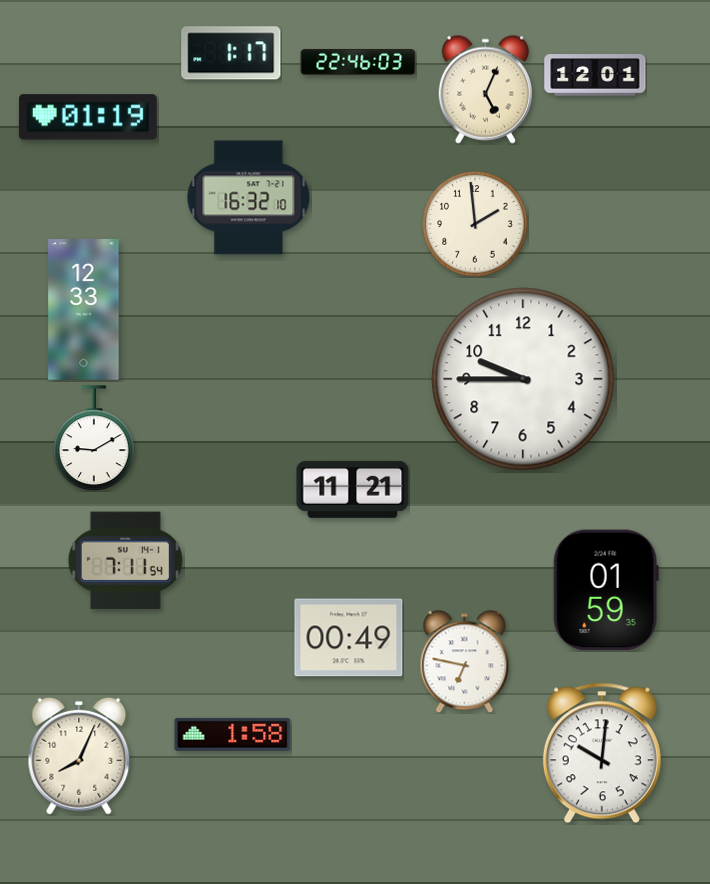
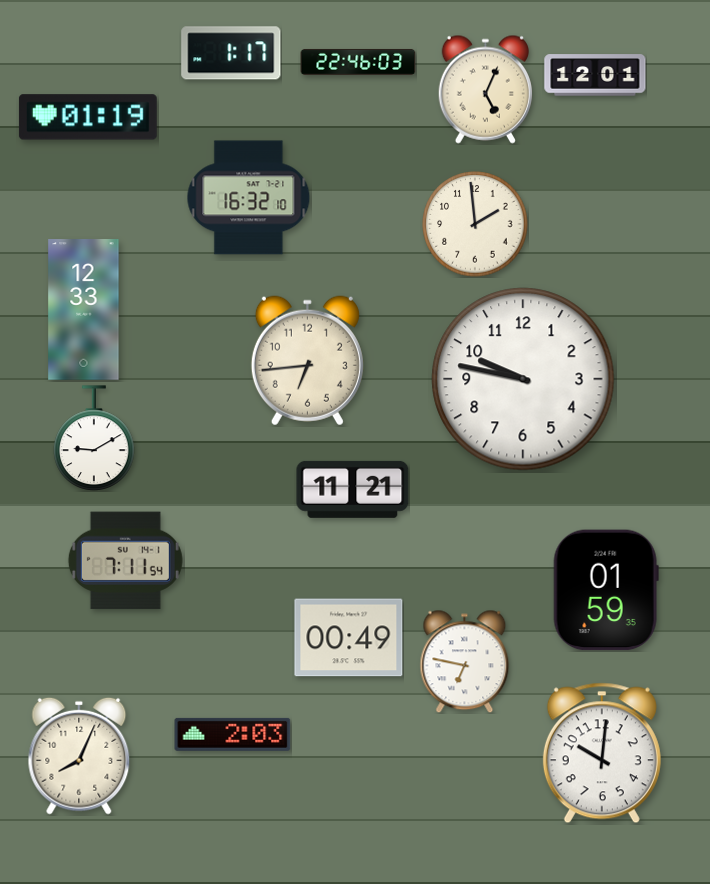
clock at (307, 361): none -> 6:44
clock at (523, 379): 9:45 -> 9:47
clock at (233, 734): 1:58 -> 2:03
